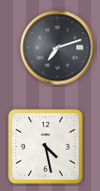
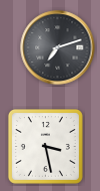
clock at (45, 146): 4:28 -> 3:28
